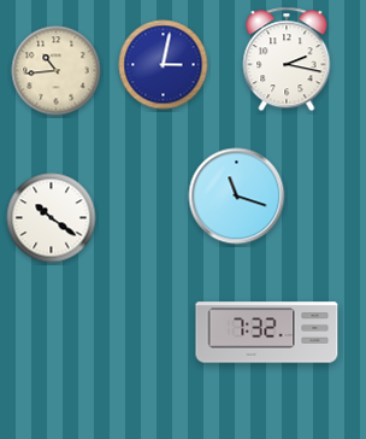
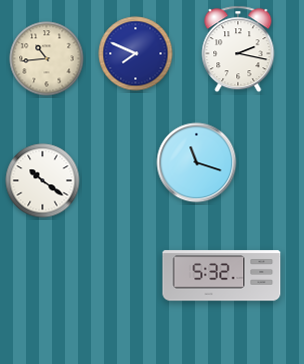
clock at (164, 65): 3:02 -> 7:49
clock at (267, 333): 7:32 -> 5:32
